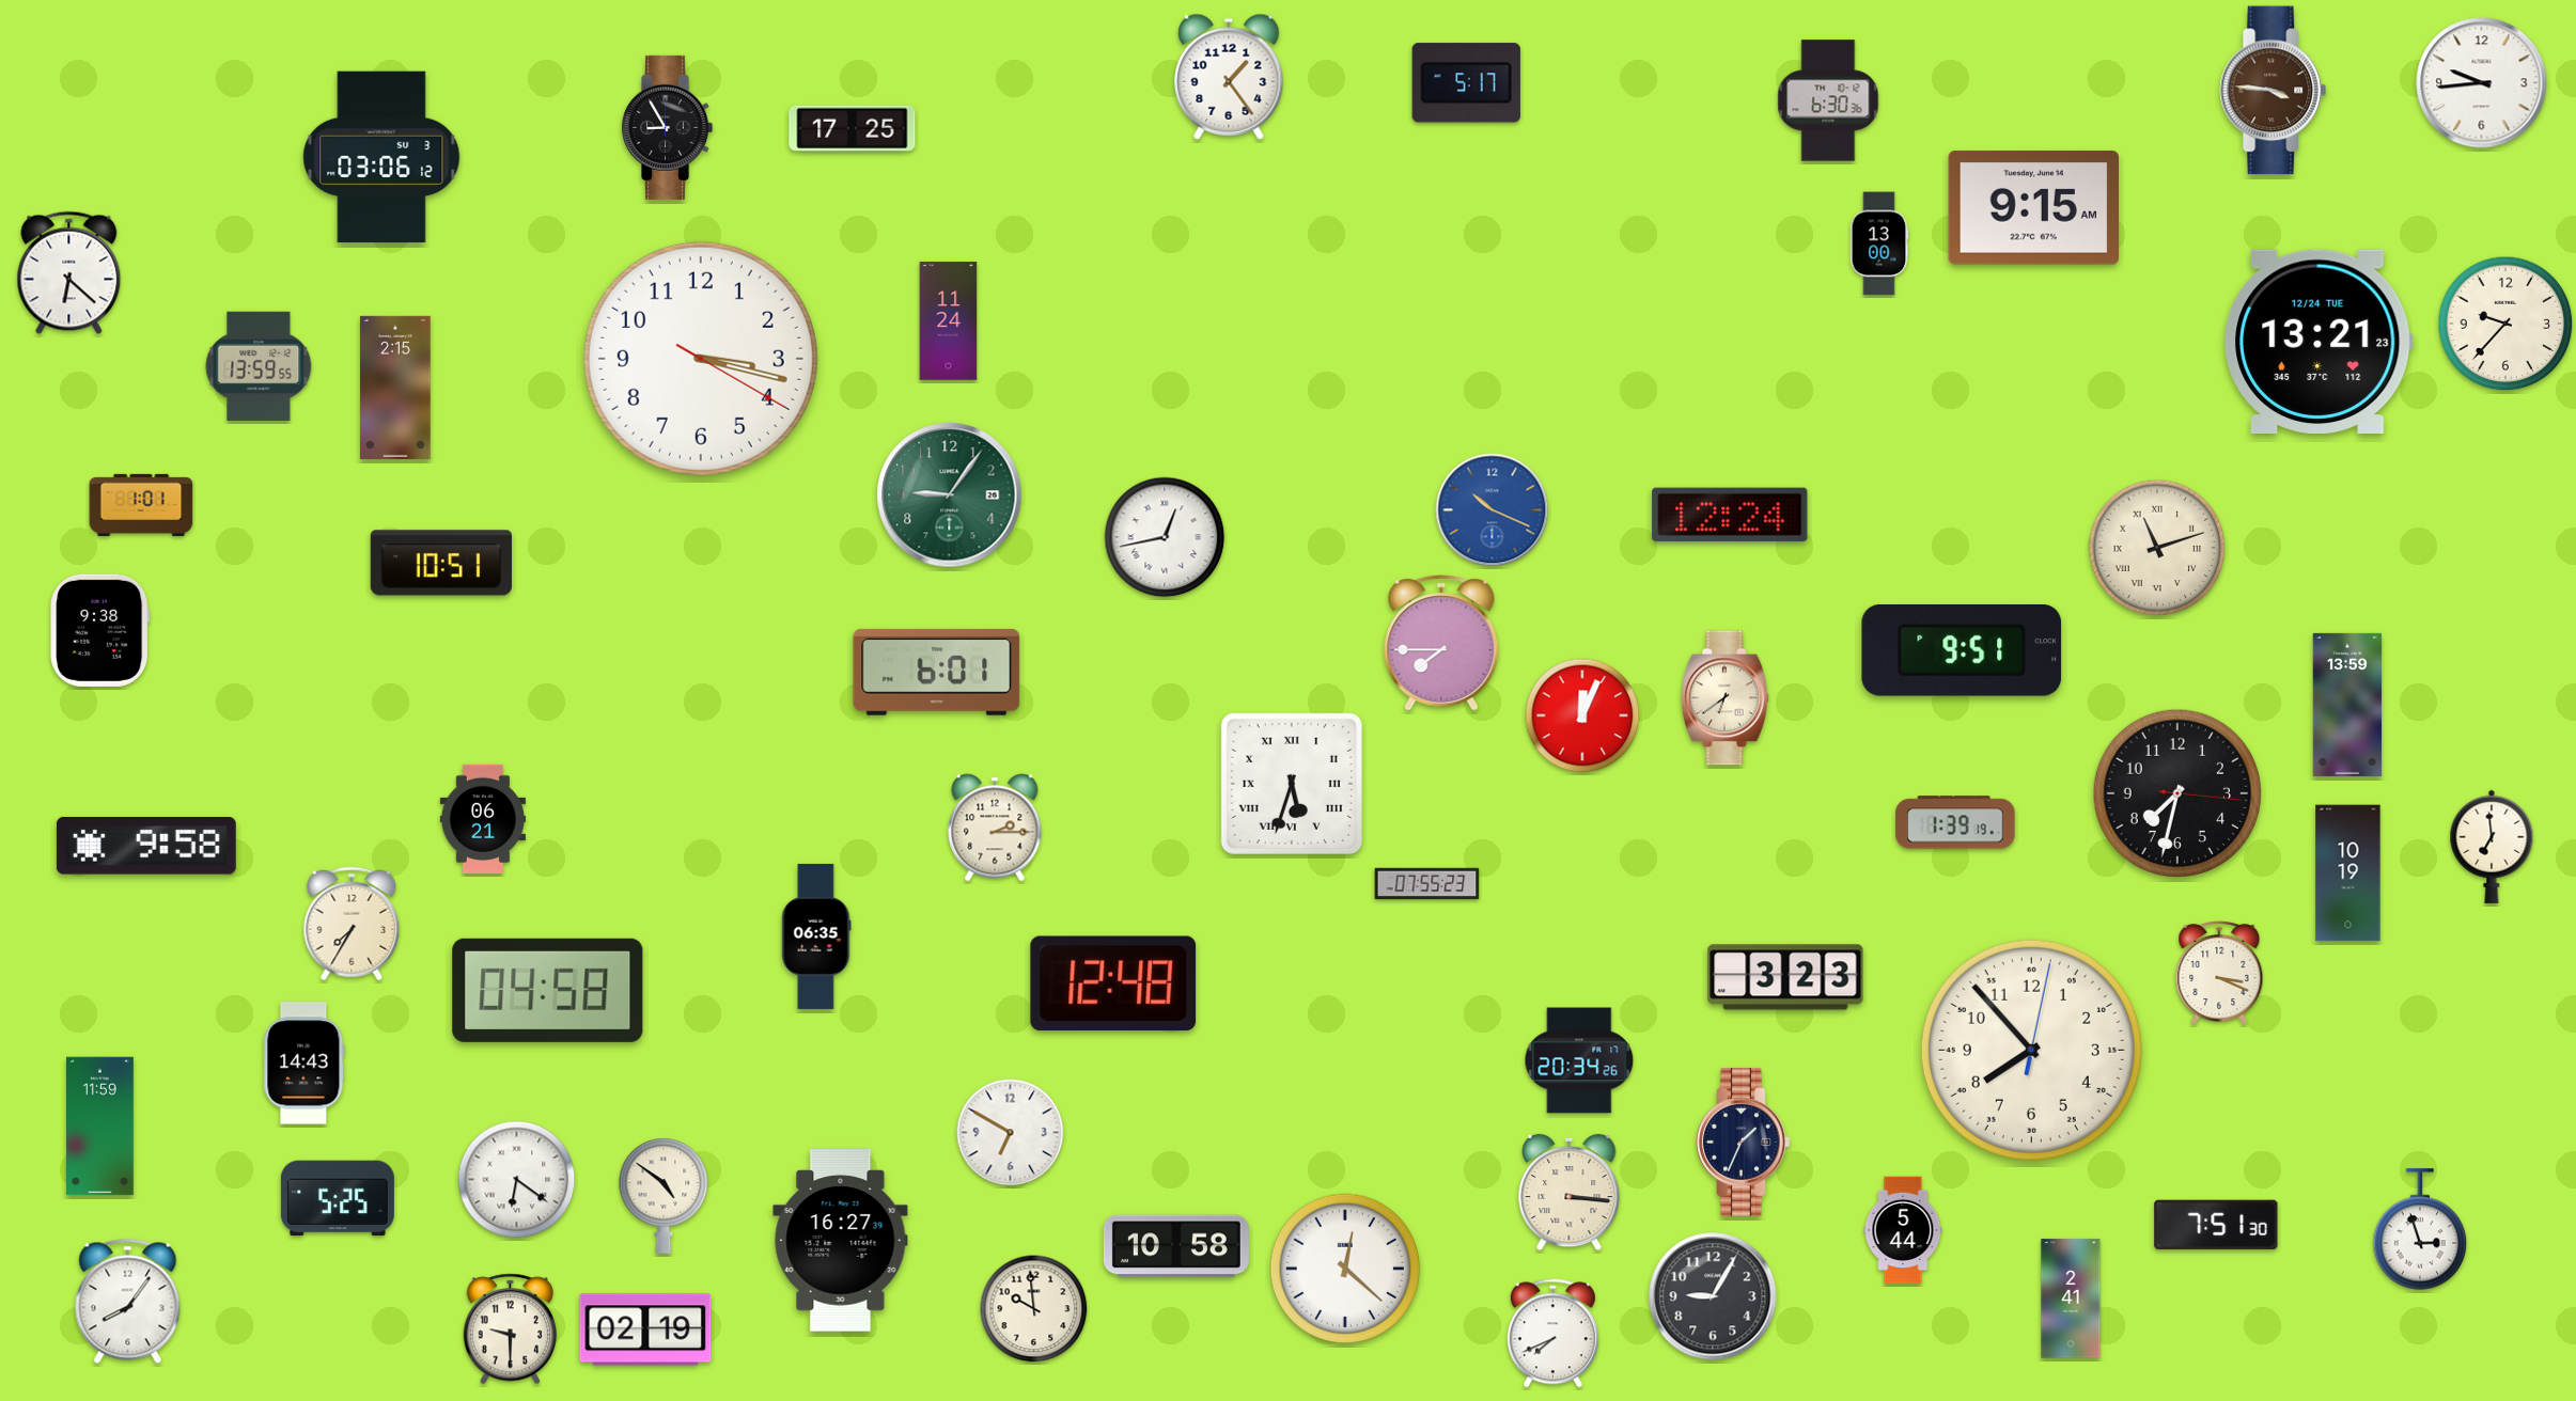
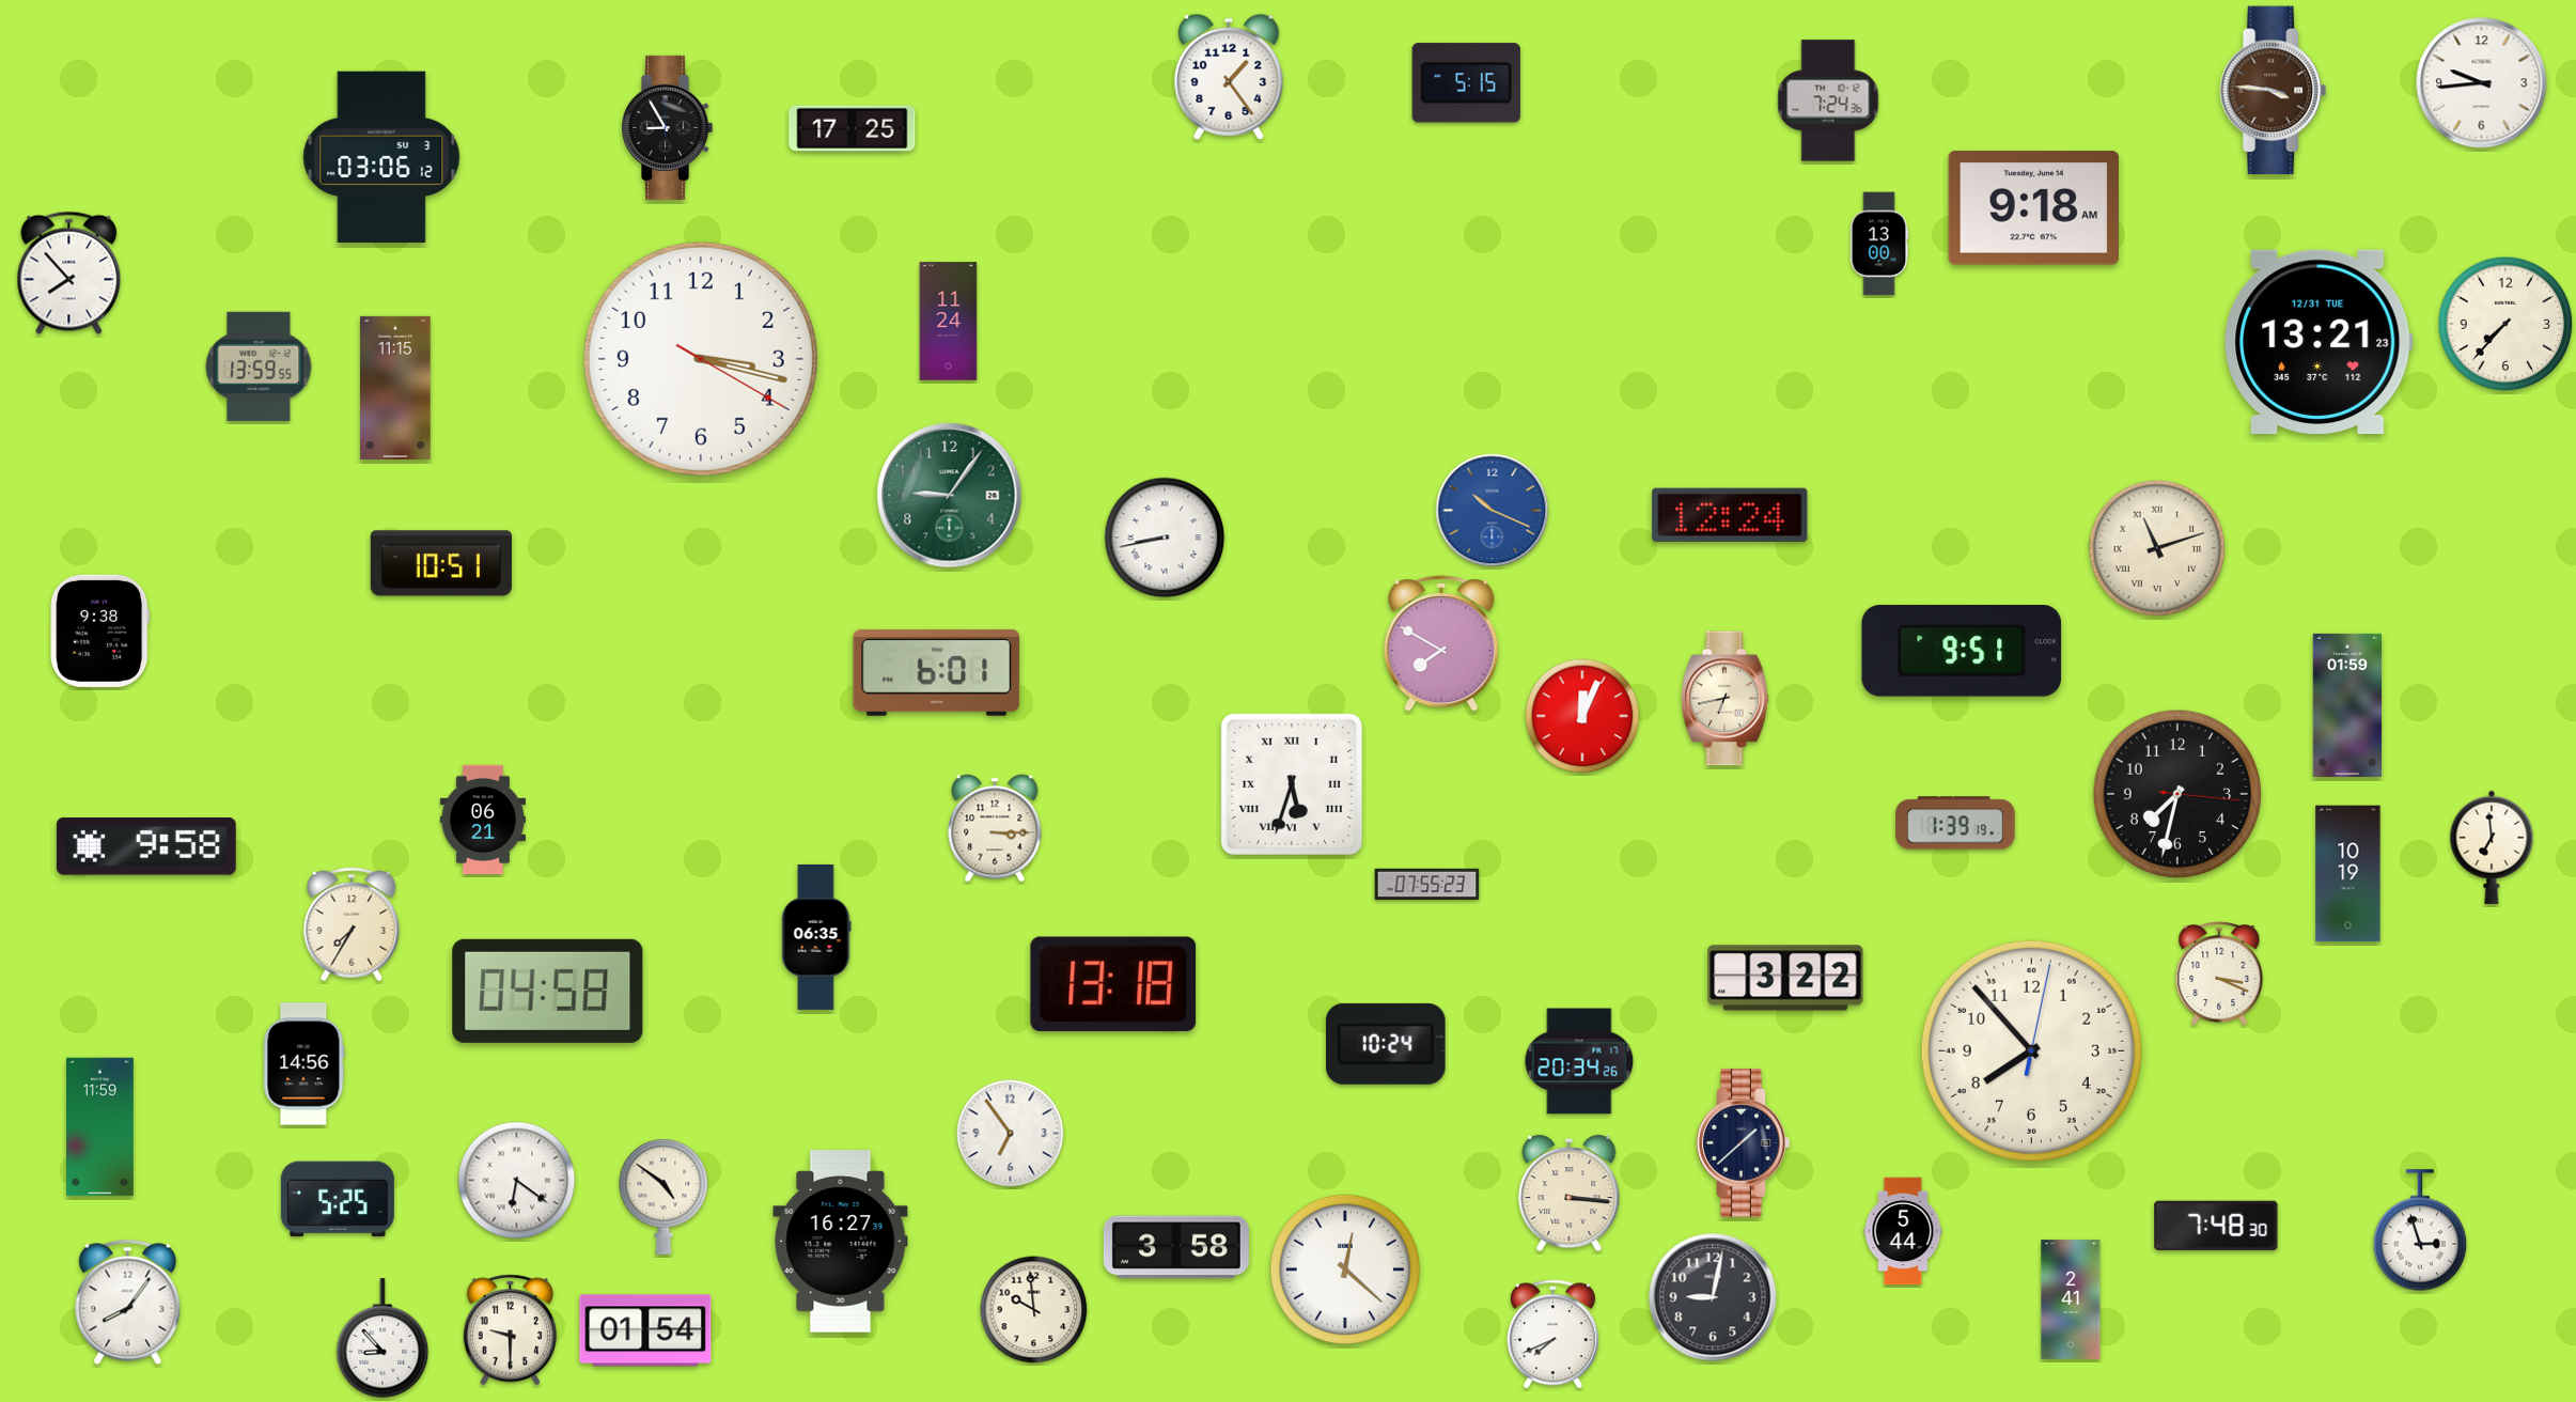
clock at (1466, 83): 5:17 -> 5:15
clock at (1828, 100): 6:30 -> 7:24
clock at (2033, 208): 9:15 -> 9:18
clock at (69, 273): 6:22 -> 7:53
clock at (2505, 324): 9:37 -> 7:37
clock at (2319, 342) date: 12/24 TUE -> 12/31 TUE
clock at (395, 388): 2:15 -> 11:15
clock at (141, 505): 1:01 -> none
clock at (1165, 537): 12:43 -> 8:43
clock at (1441, 643): 7:45 -> 7:50
clock at (1726, 698): 6:39 -> 6:43
clock at (2347, 705): 13:59 -> 01:59
clock at (995, 828): 2:15 -> 3:15
clock at (1785, 977): 3:23 -> 3:22
clock at (1113, 983): 12:48 -> 13:18
clock at (1387, 1044): none -> 10:24
clock at (305, 1064): 14:43 -> 14:56
clock at (1011, 1133): 6:50 -> 6:54
clock at (1744, 1143): 1:34 -> 1:38
clock at (2216, 1225): 7:51 -> 7:48
clock at (1176, 1246): 10:58 -> 3:58
clock at (1713, 1296): 9:05 -> 9:02
clock at (645, 1329): 02:19 -> 01:54
clock at (383, 1339): none -> 8:53
